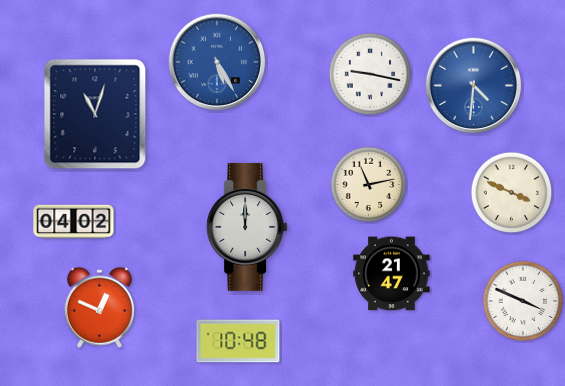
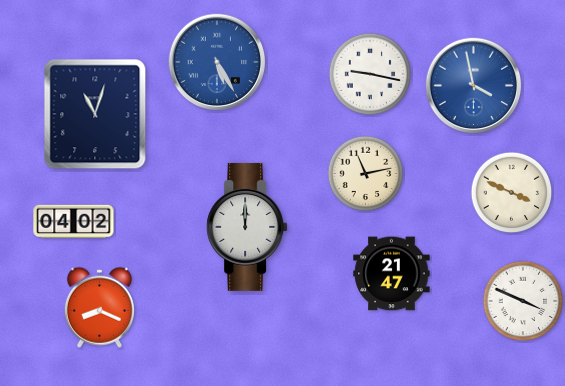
clock at (474, 86): 4:31 -> 3:58
clock at (369, 185) position: (369, 185) -> (366, 174)
clock at (99, 307): 12:49 -> 8:19
clock at (238, 341): 10:48 -> none
